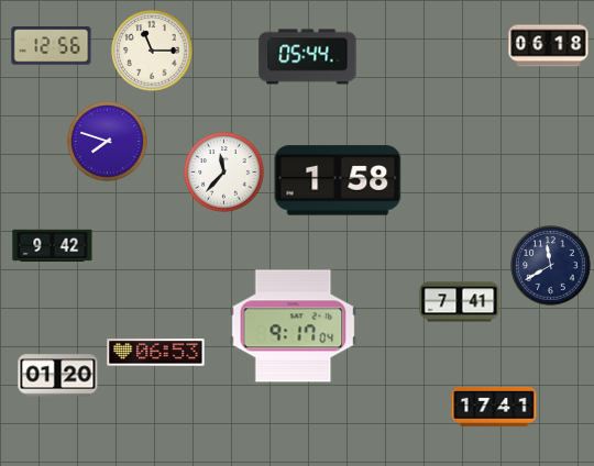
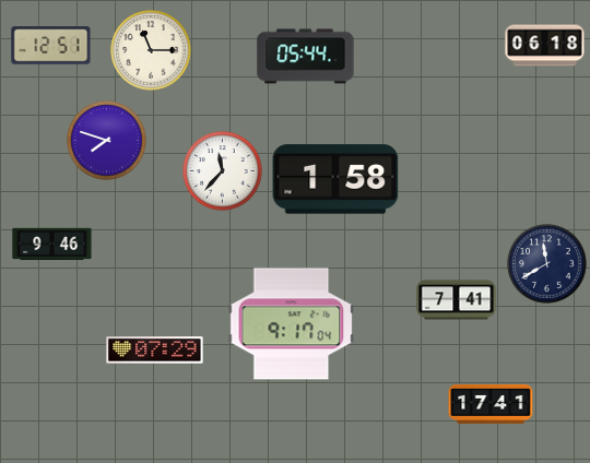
clock at (52, 46): 12:56 -> 12:51
clock at (53, 246): 9:42 -> 9:46
clock at (156, 353): 06:53 -> 07:29
clock at (58, 376): 01:20 -> none
